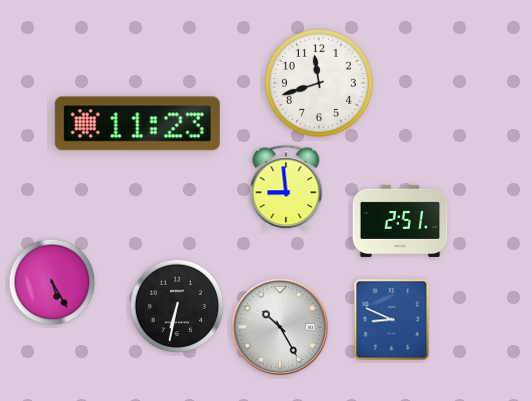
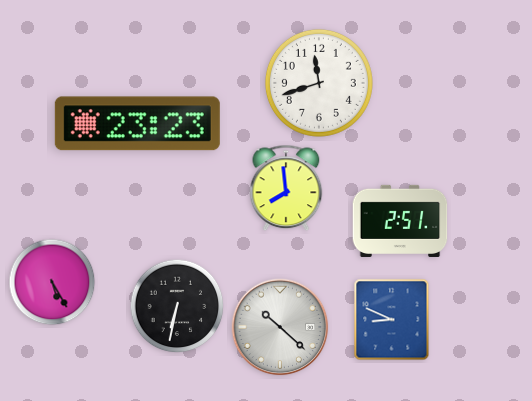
clock at (137, 124): 11:23 -> 23:23
clock at (286, 188): 8:59 -> 7:59
clock at (280, 327): 10:25 -> 10:22
